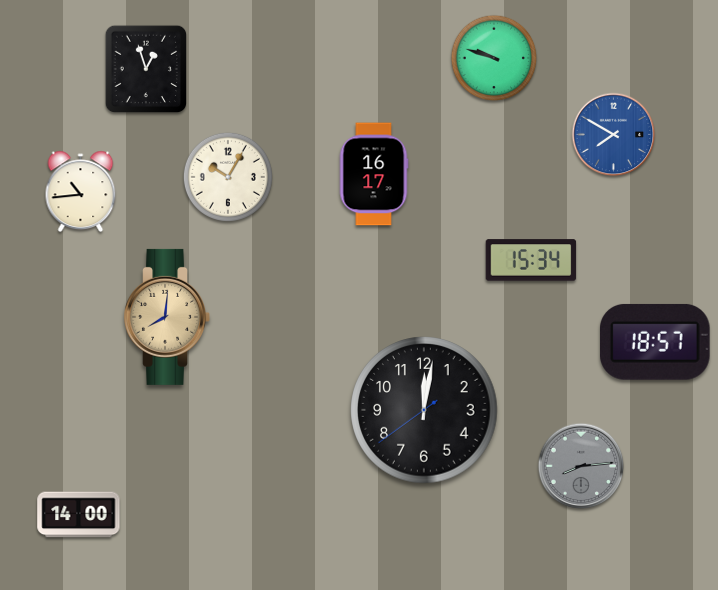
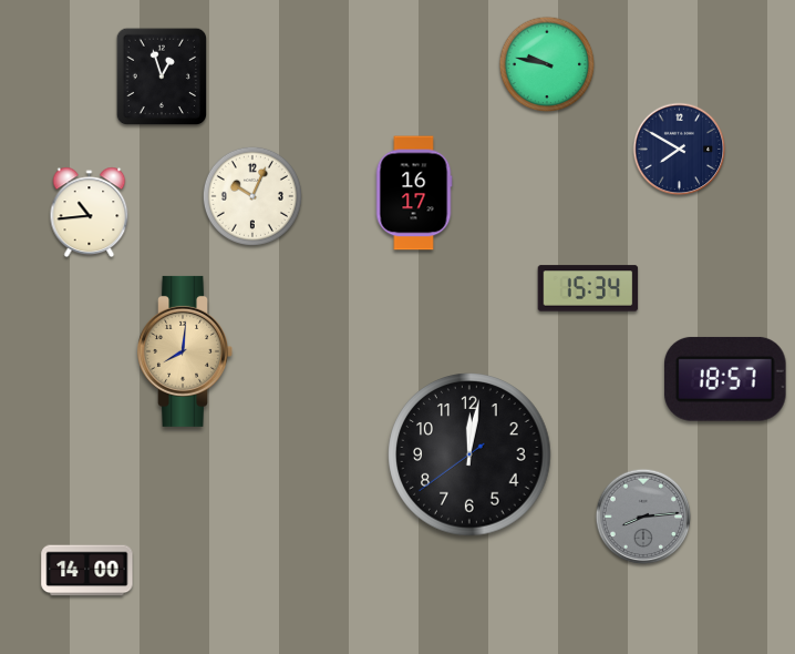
clock at (494, 58): 9:48 -> 9:47
clock at (614, 135) dial: blue -> navy
clock at (228, 177): 10:05 -> 10:04
